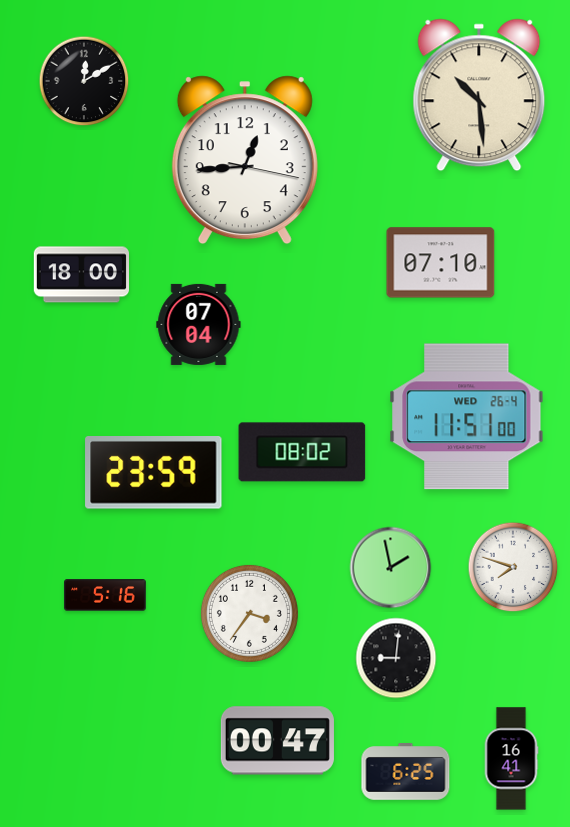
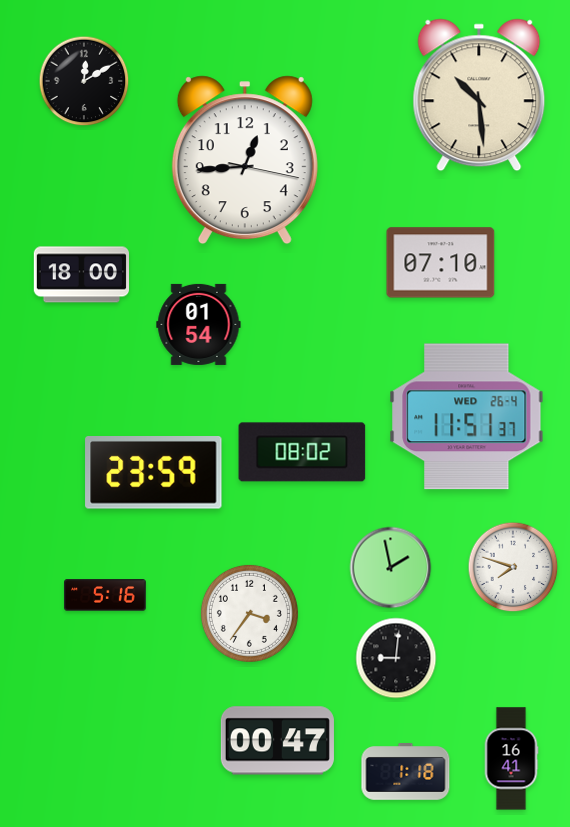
clock at (199, 324): 07:04 -> 01:54
clock at (467, 417): 11:51:00 -> 11:51:37
clock at (406, 772): 6:25 -> 1:18
